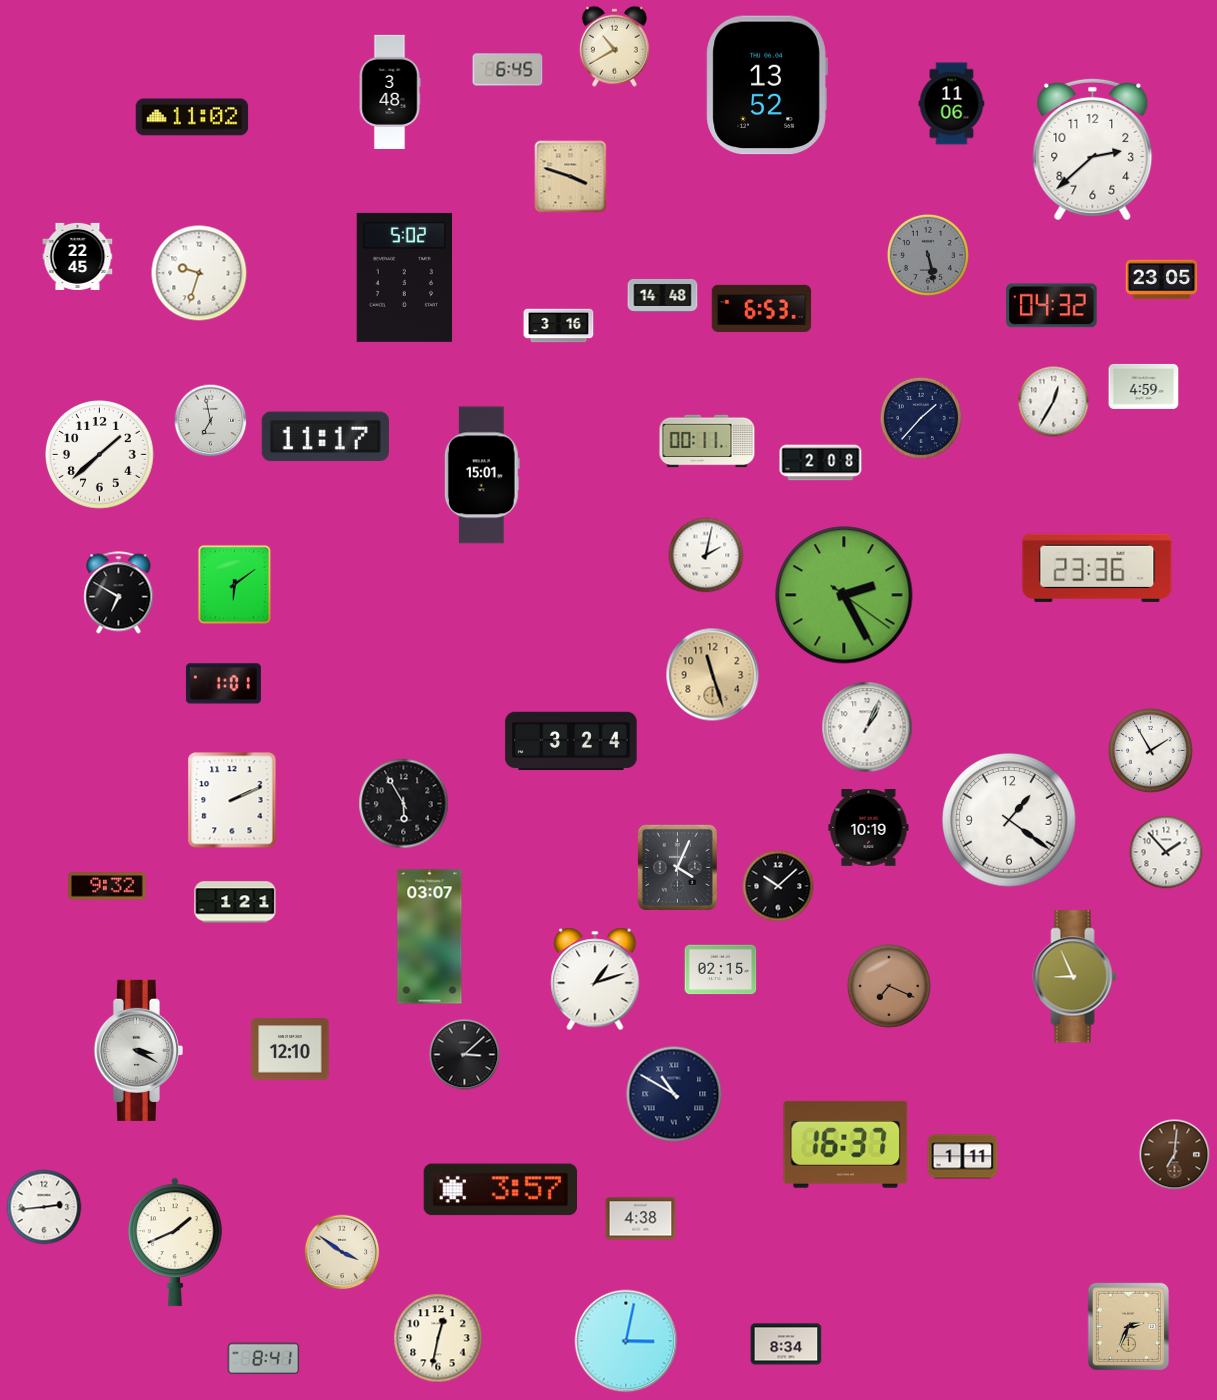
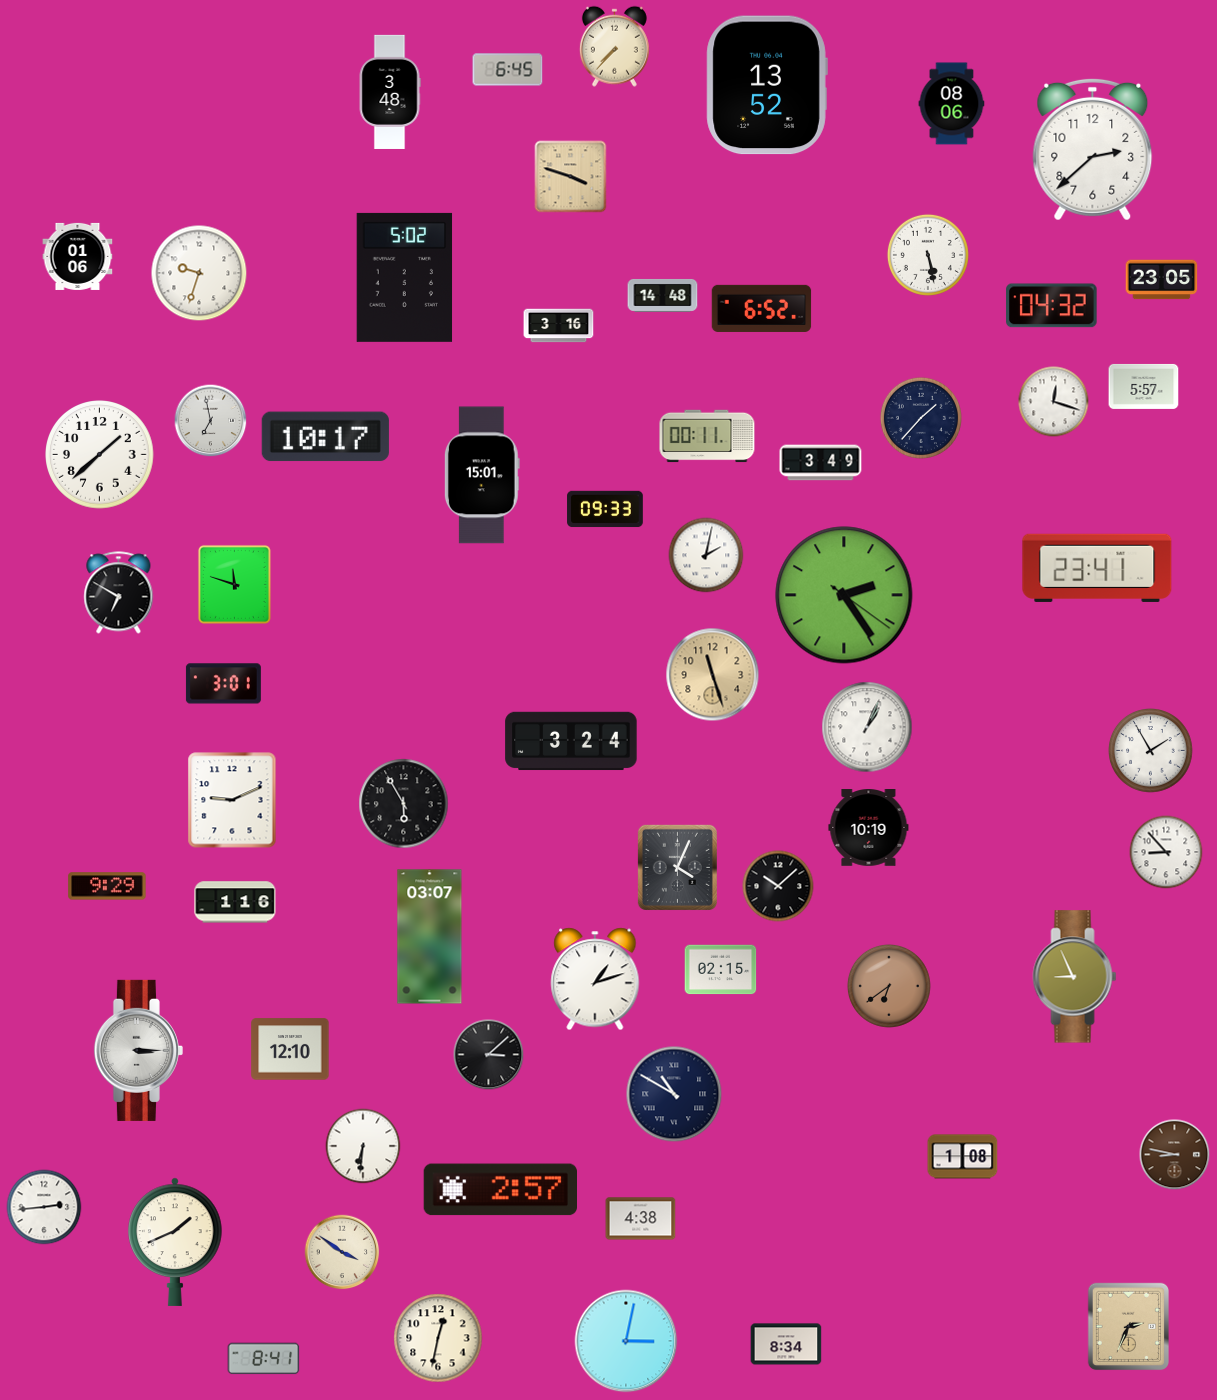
clock at (614, 46): 10:40 -> 7:37
clock at (952, 104): 11:06 -> 08:06
clock at (192, 117): 11:02 -> none
clock at (928, 255) dial: grey -> white
clock at (78, 256): 22:45 -> 01:06
clock at (762, 308): 6:53 -> 6:52
clock at (1144, 386): 4:59 -> 5:57
clock at (1054, 402): 12:35 -> 12:18
clock at (325, 437): 11:17 -> 10:17
clock at (707, 441) position: (707, 441) -> (707, 436)
clock at (821, 463): 2:08 -> 3:49
clock at (605, 509): none -> 09:33
clock at (1097, 568): 23:36 -> 23:41
clock at (234, 584): 6:09 -> 11:48
clock at (844, 595): 2:25 -> 2:24
clock at (223, 684): 1:01 -> 3:01
clock at (232, 800): 2:11 -> 9:11
clock at (1009, 820): 1:21 -> none
clock at (1166, 852): 1:53 -> 8:53
clock at (107, 886): 9:32 -> 9:29
clock at (235, 902): 1:21 -> 1:16
clock at (889, 986): 7:19 -> 6:39
clock at (138, 1050): 3:20 -> 3:15
clock at (465, 1055) position: (465, 1055) -> (489, 1055)
clock at (846, 1144): 16:37 -> none
clock at (363, 1146): none -> 6:31
clock at (1175, 1155): 7:01 -> 8:47
clock at (963, 1157): 1:11 -> 1:08
clock at (500, 1190): 3:57 -> 2:57
